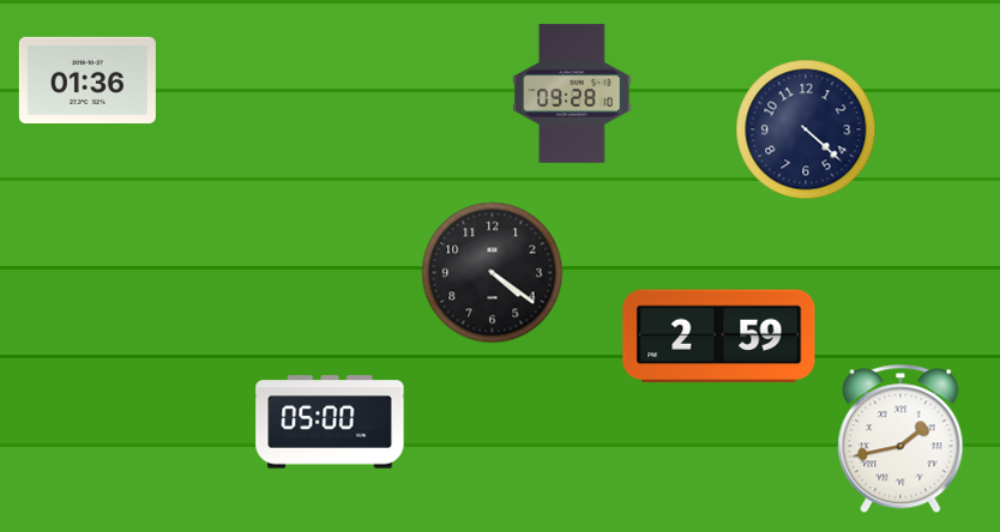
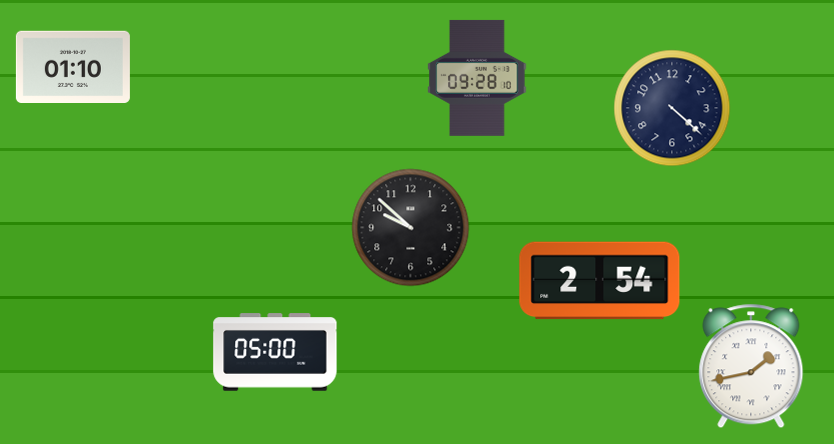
clock at (88, 79): 01:36 -> 01:10
clock at (493, 273): 4:21 -> 9:52
clock at (719, 337): 2:59 -> 2:54
